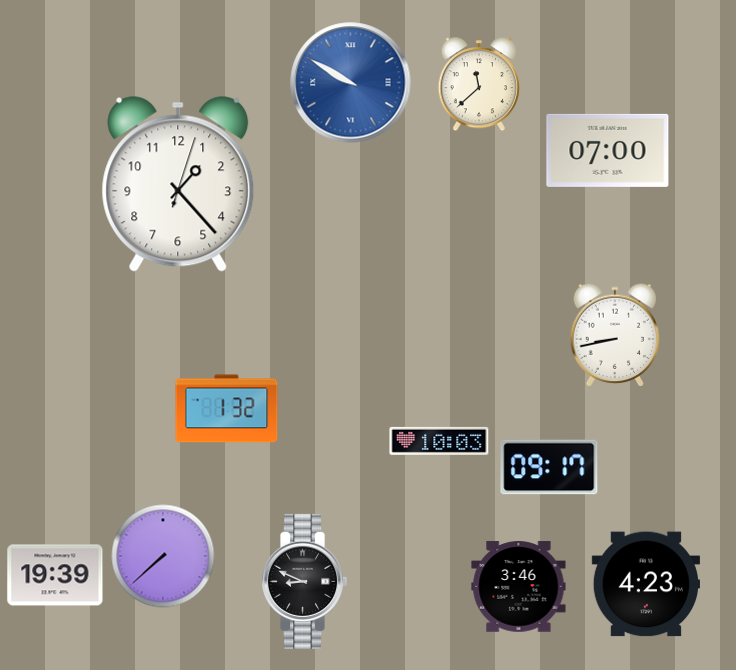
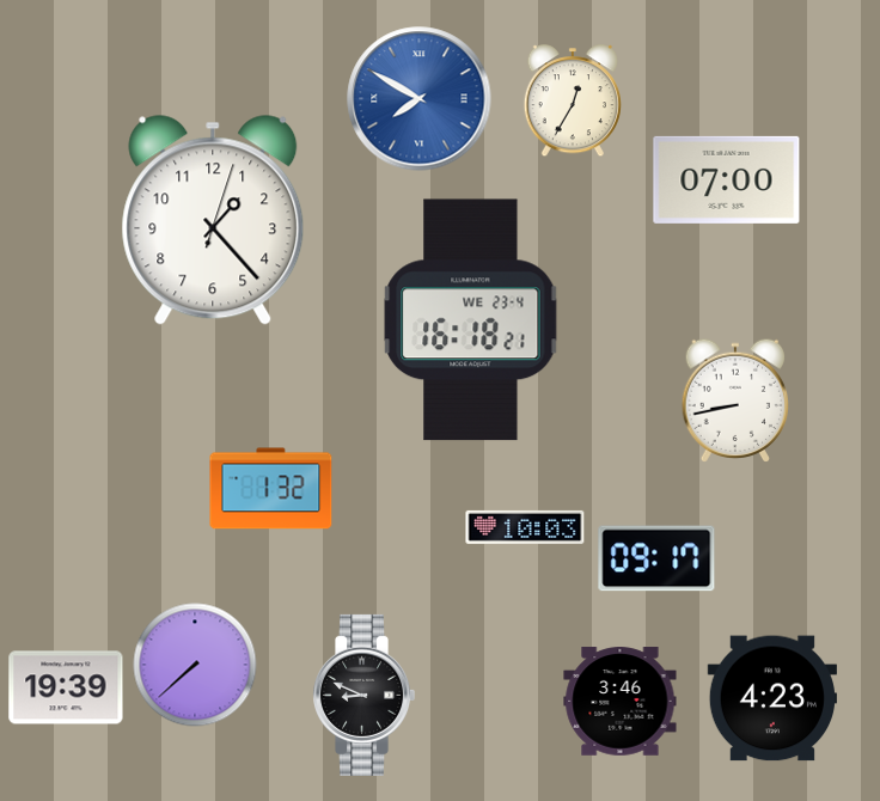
clock at (351, 83): 9:50 -> 7:50
clock at (478, 85): 11:38 -> 12:35
clock at (471, 320): none -> 16:18
